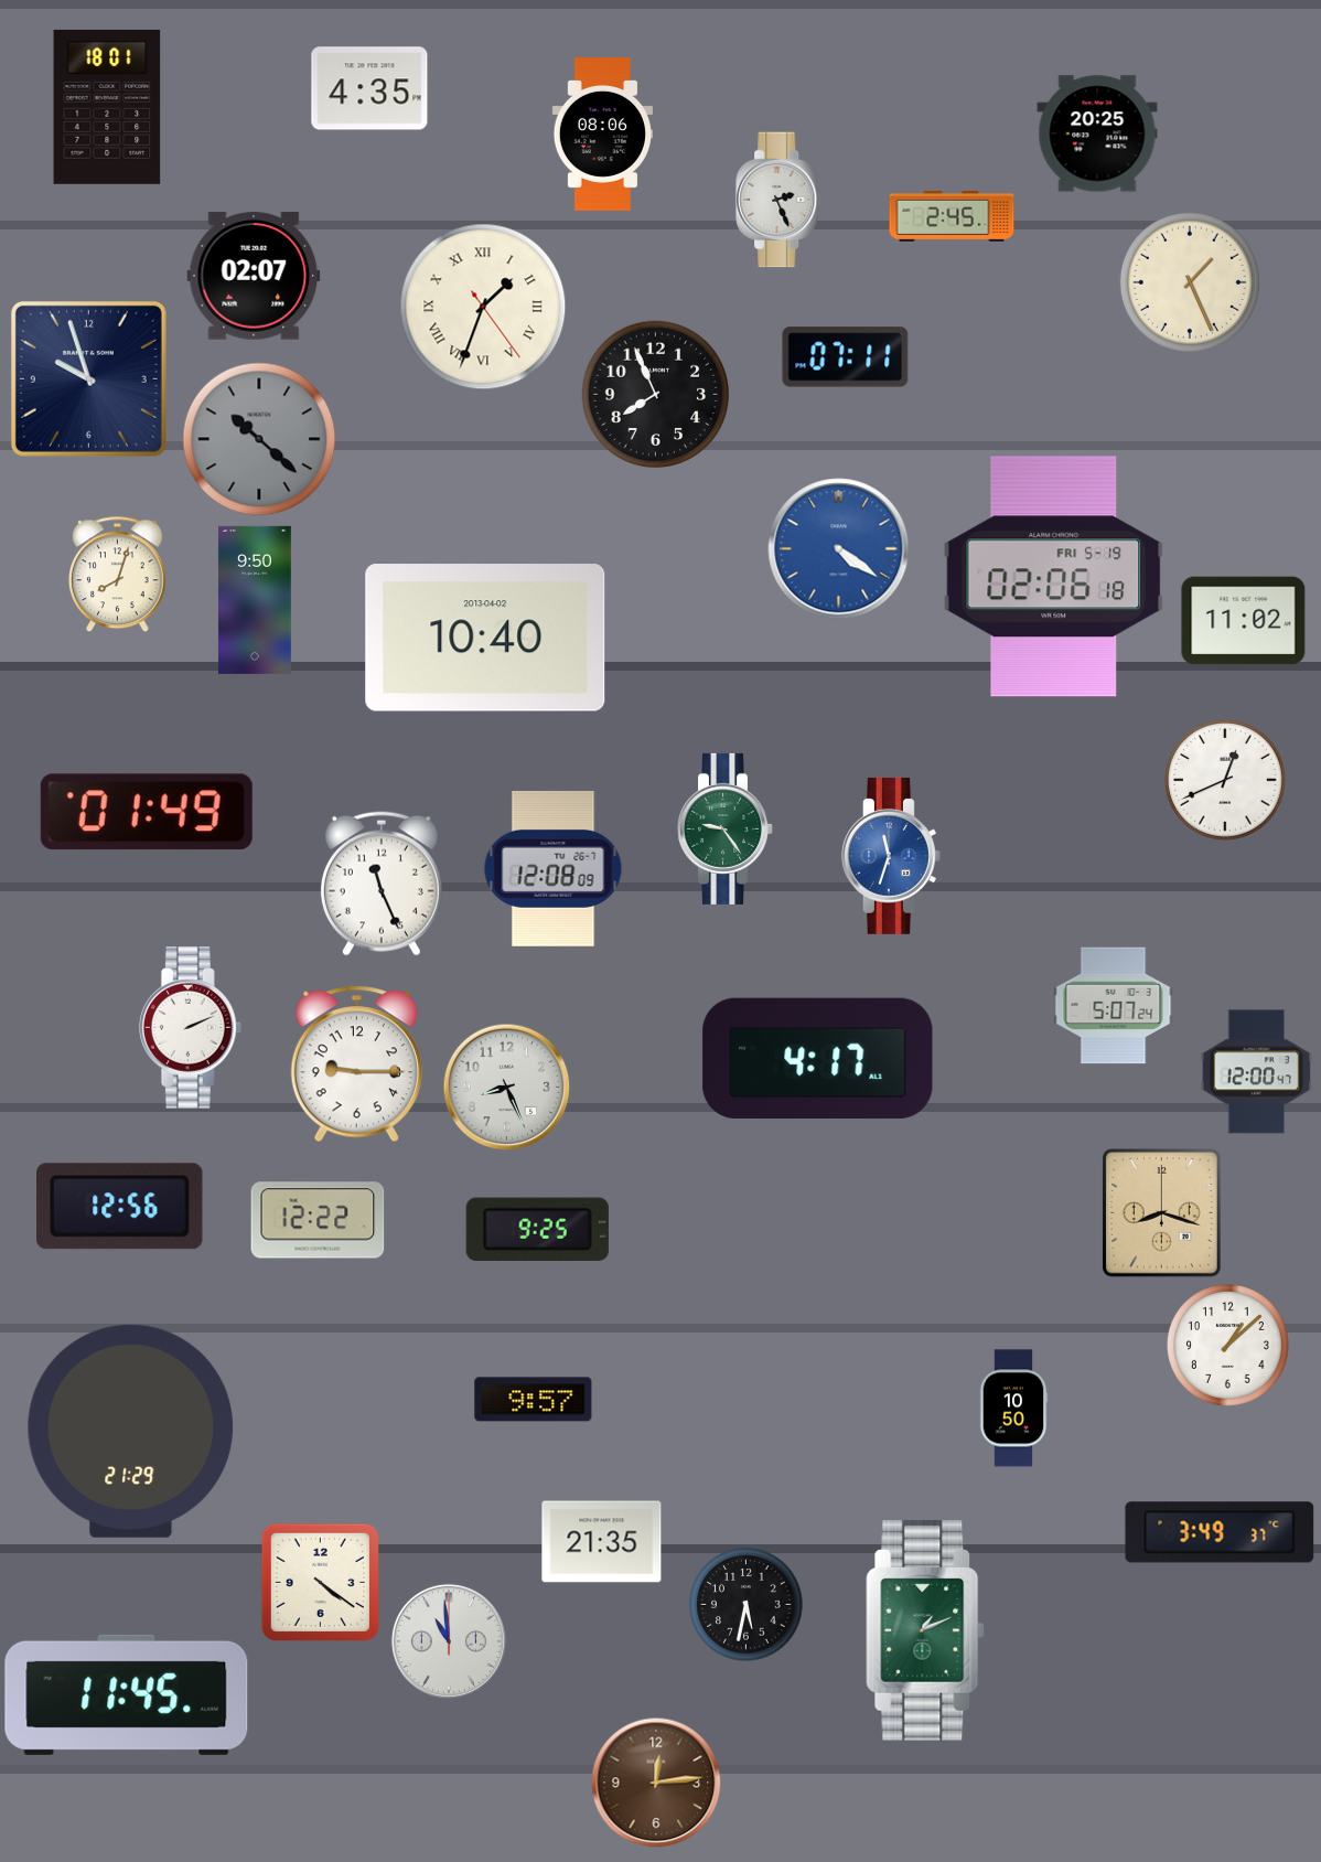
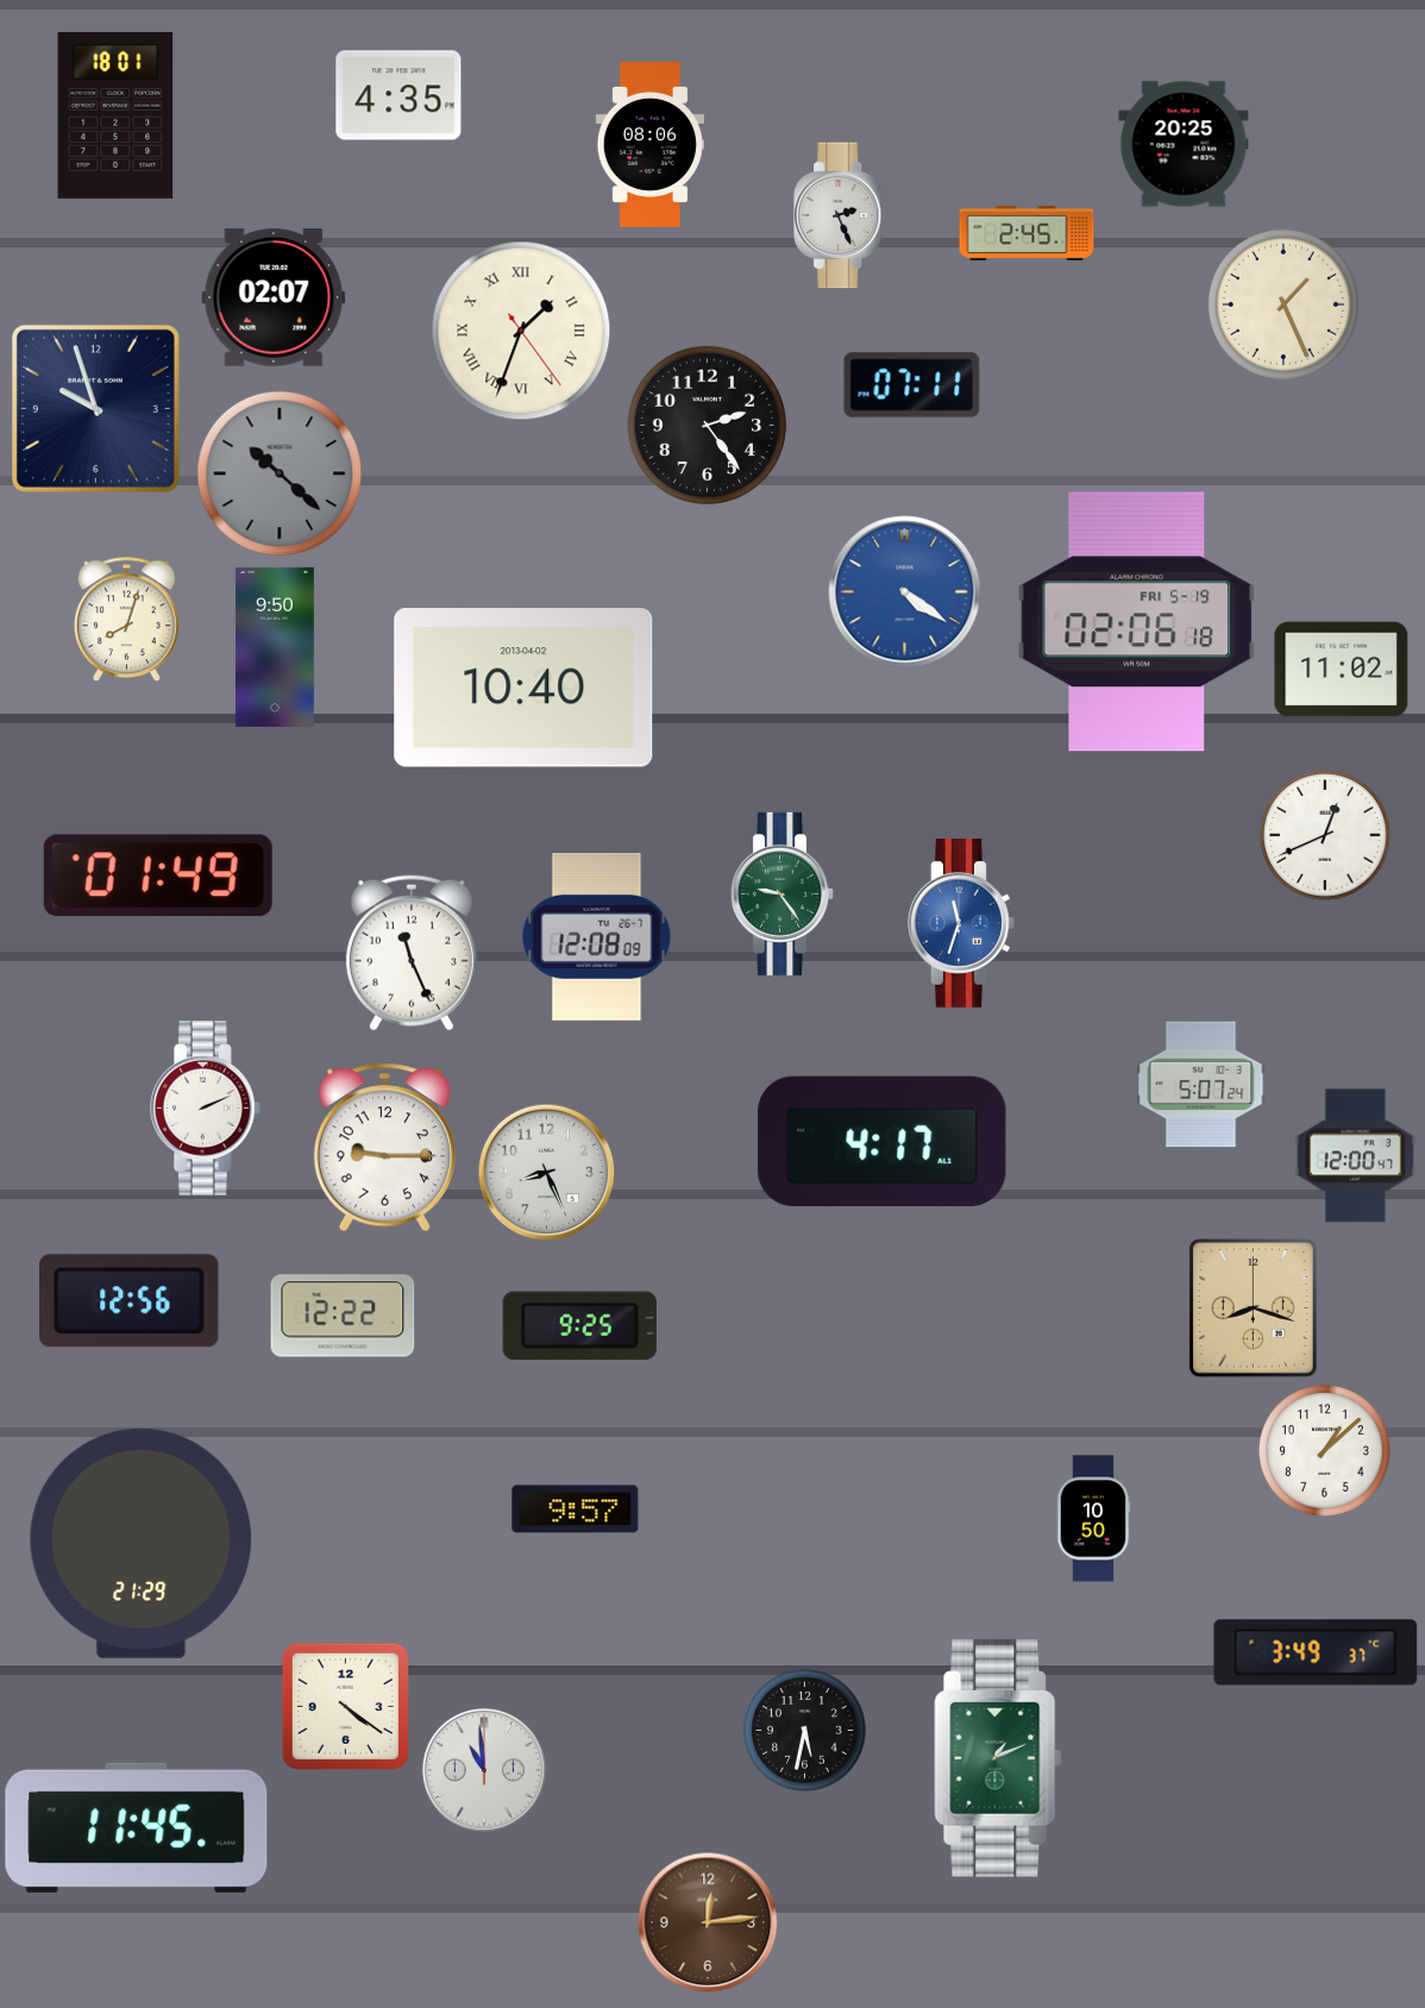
clock at (656, 395): 7:56 -> 2:24
clock at (1226, 781) position: (1226, 781) -> (1326, 836)
clock at (602, 1542): 21:35 -> none
